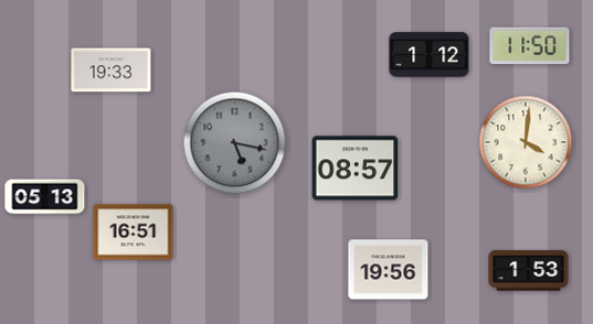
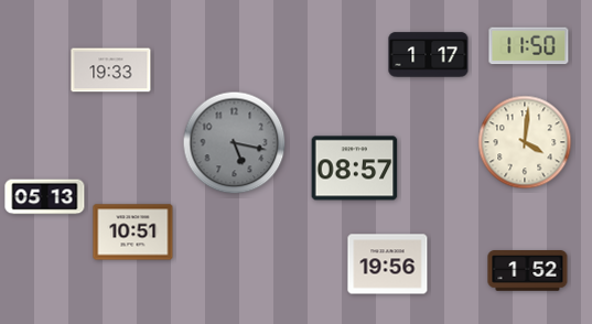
clock at (430, 55): 1:12 -> 1:17
clock at (134, 233): 16:51 -> 10:51
clock at (389, 270) position: (389, 270) -> (388, 264)
clock at (529, 271): 1:53 -> 1:52
